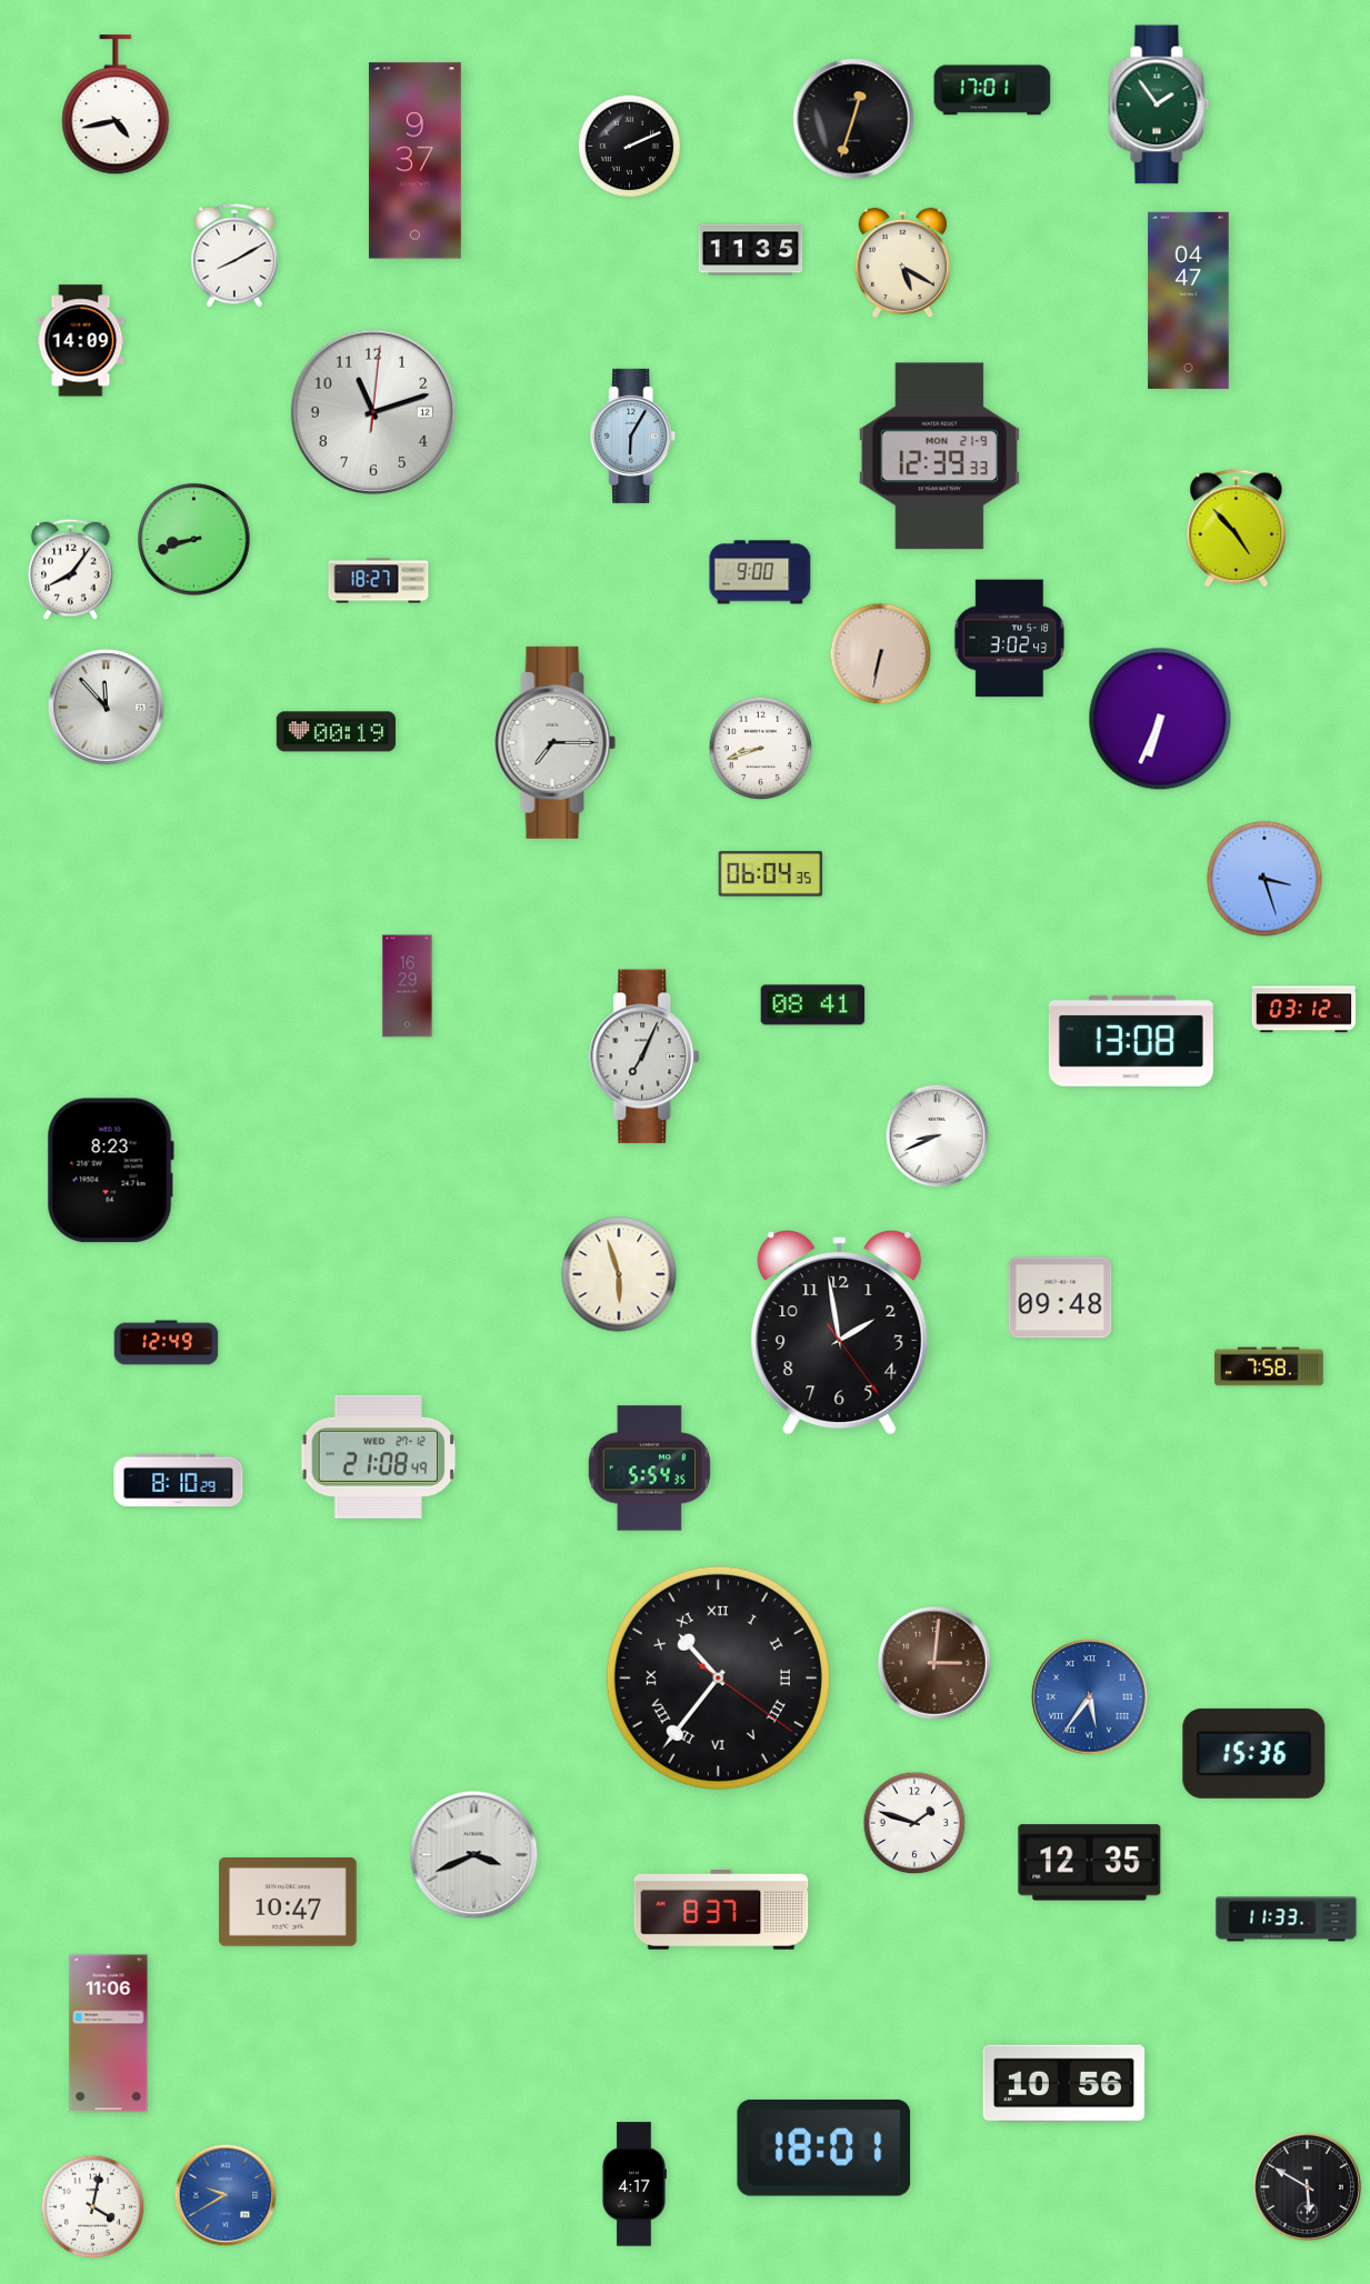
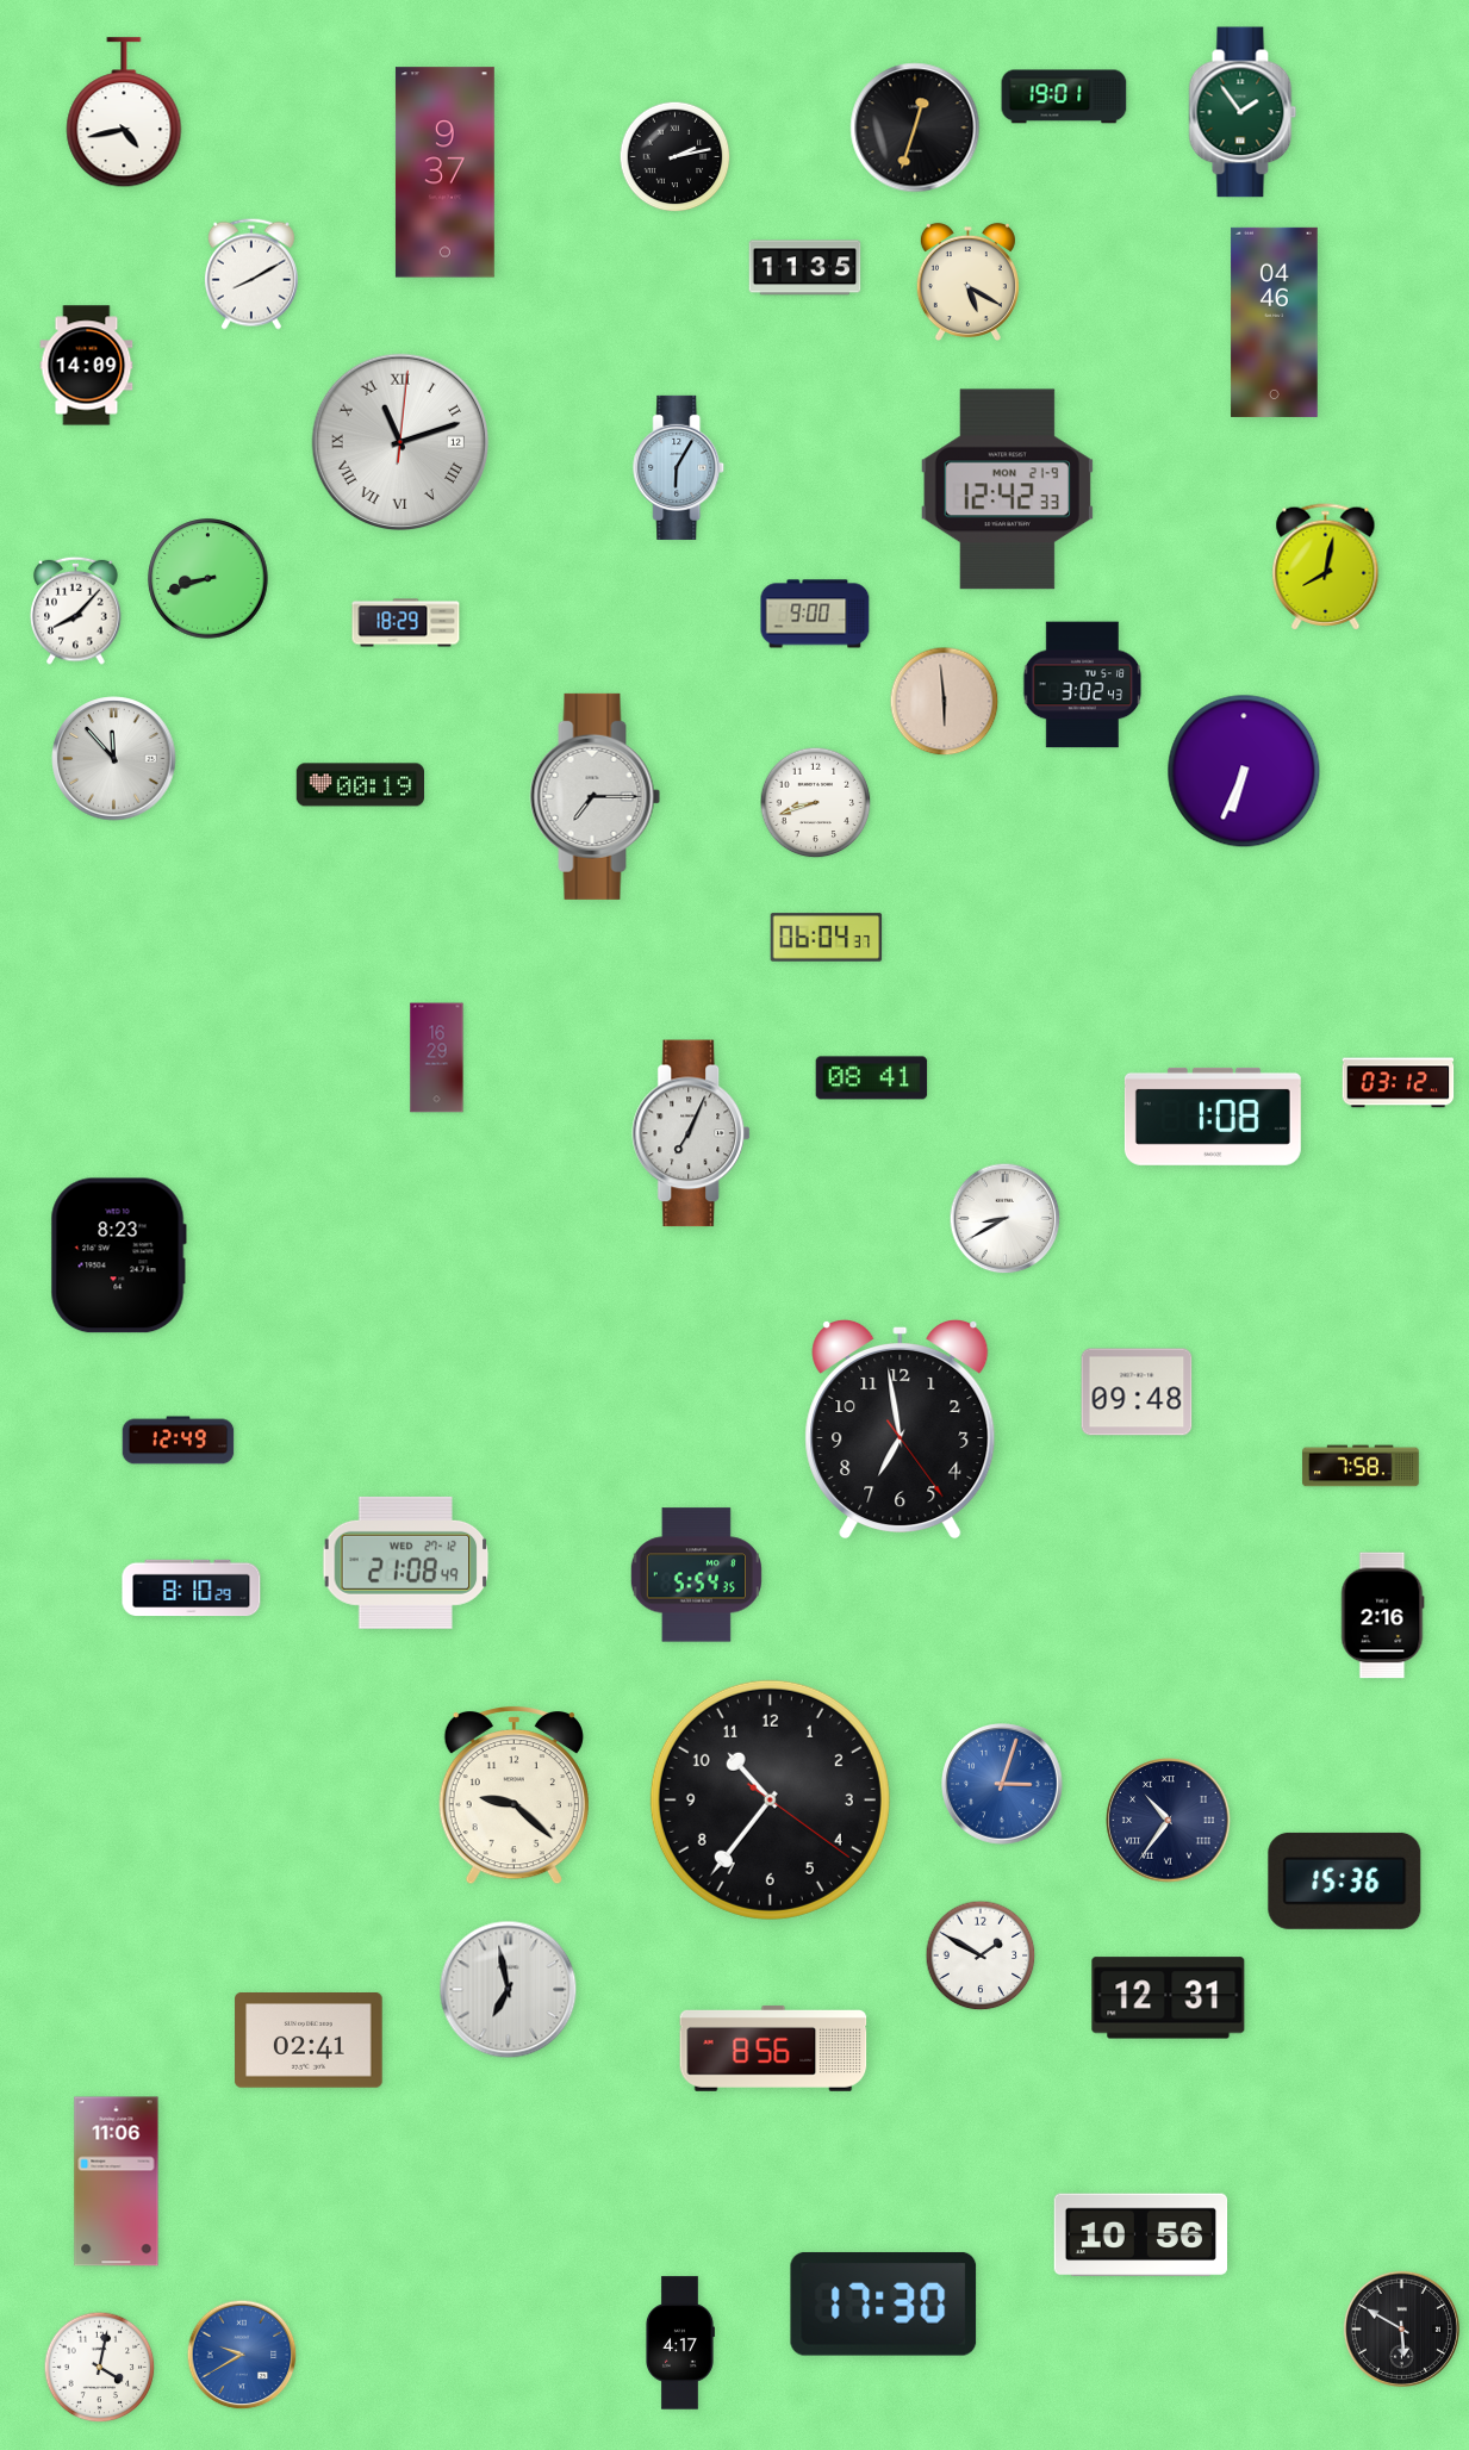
clock at (992, 90): 17:01 -> 19:01
clock at (630, 147): 2:11 -> 2:13
clock at (1189, 300): 04:47 -> 04:46
clock at (373, 412) numerals: Arabic -> Roman
clock at (939, 457): 12:39 -> 12:42
clock at (1237, 529): 4:53 -> 8:02
clock at (71, 569): 8:06 -> 8:07
clock at (379, 581): 18:27 -> 18:29
clock at (881, 654): 6:32 -> 5:59
clock at (771, 874): 06:04:35 -> 06:04:37
clock at (1264, 879): 3:27 -> none
clock at (1131, 1041): 13:08 -> 1:08
clock at (938, 1136): 8:41 -> 8:40
clock at (619, 1274): 5:57 -> none
clock at (840, 1332): 1:58 -> 6:58
clock at (1383, 1616): none -> 2:16
clock at (936, 1664): 3:01 -> 3:03
clock at (936, 1664) dial: brown -> blue
clock at (513, 1795): none -> 9:22
clock at (718, 1677) numerals: Roman -> Arabic
clock at (1090, 1697): 5:36 -> 10:36
clock at (1090, 1697) dial: blue -> navy
clock at (914, 1823): 1:48 -> 1:50
clock at (474, 1855): 3:41 -> 6:58
clock at (1090, 1863): 12:35 -> 12:31
clock at (288, 1902): 10:47 -> 02:41
clock at (721, 1910): 8:37 -> 8:56
clock at (1287, 1920): 11:33 -> none
clock at (824, 2147): 18:01 -> 17:30
clock at (1307, 2186) position: (1307, 2186) -> (1401, 2328)
